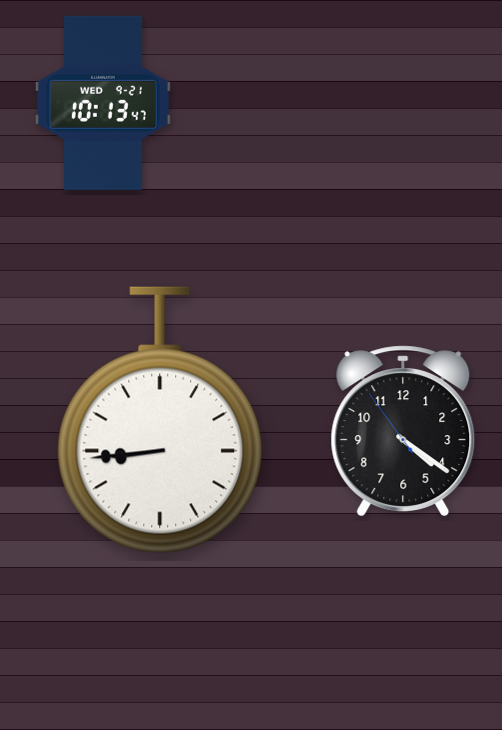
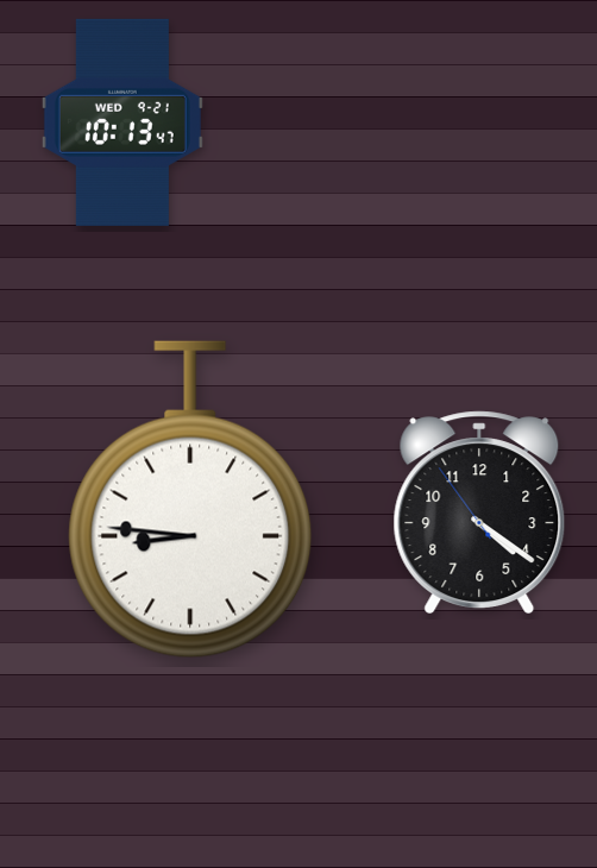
clock at (160, 420): 8:44 -> 8:46
